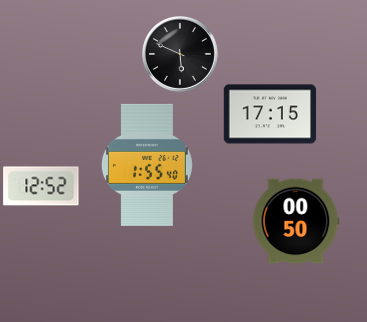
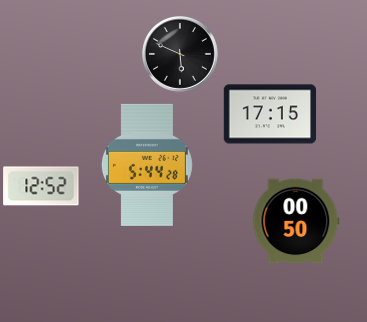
clock at (147, 165): 1:55 -> 5:44
